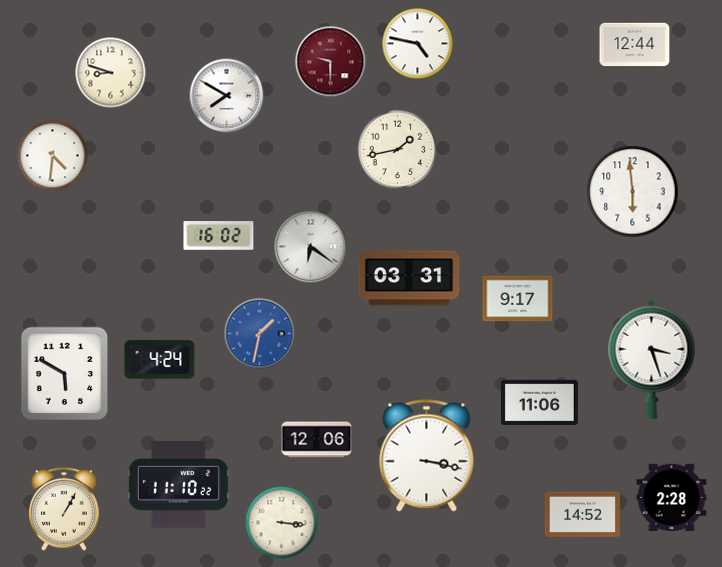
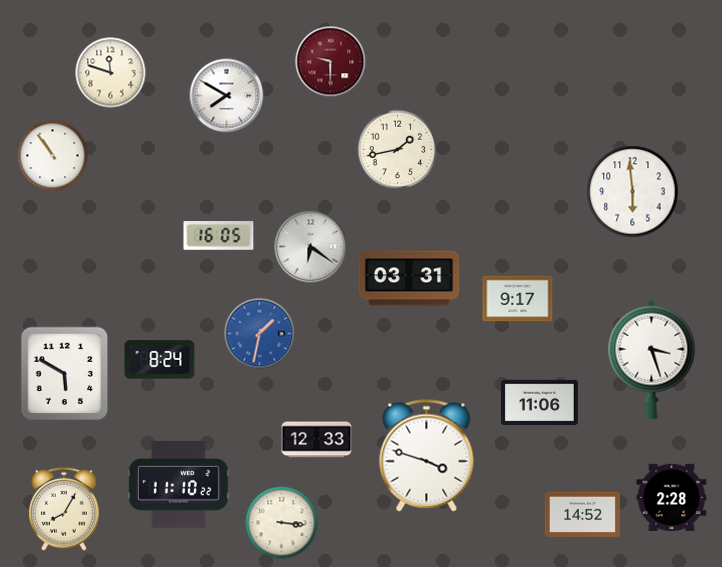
clock at (418, 44): 4:47 -> none
clock at (635, 45): 12:44 -> none
clock at (111, 73): 8:48 -> 11:48
clock at (53, 156): 4:31 -> 10:54
clock at (219, 236): 16:02 -> 16:05
clock at (160, 360): 4:24 -> 8:24
clock at (317, 440): 12:06 -> 12:33
clock at (427, 456): 3:17 -> 3:48
clock at (65, 509): 1:05 -> 8:05
